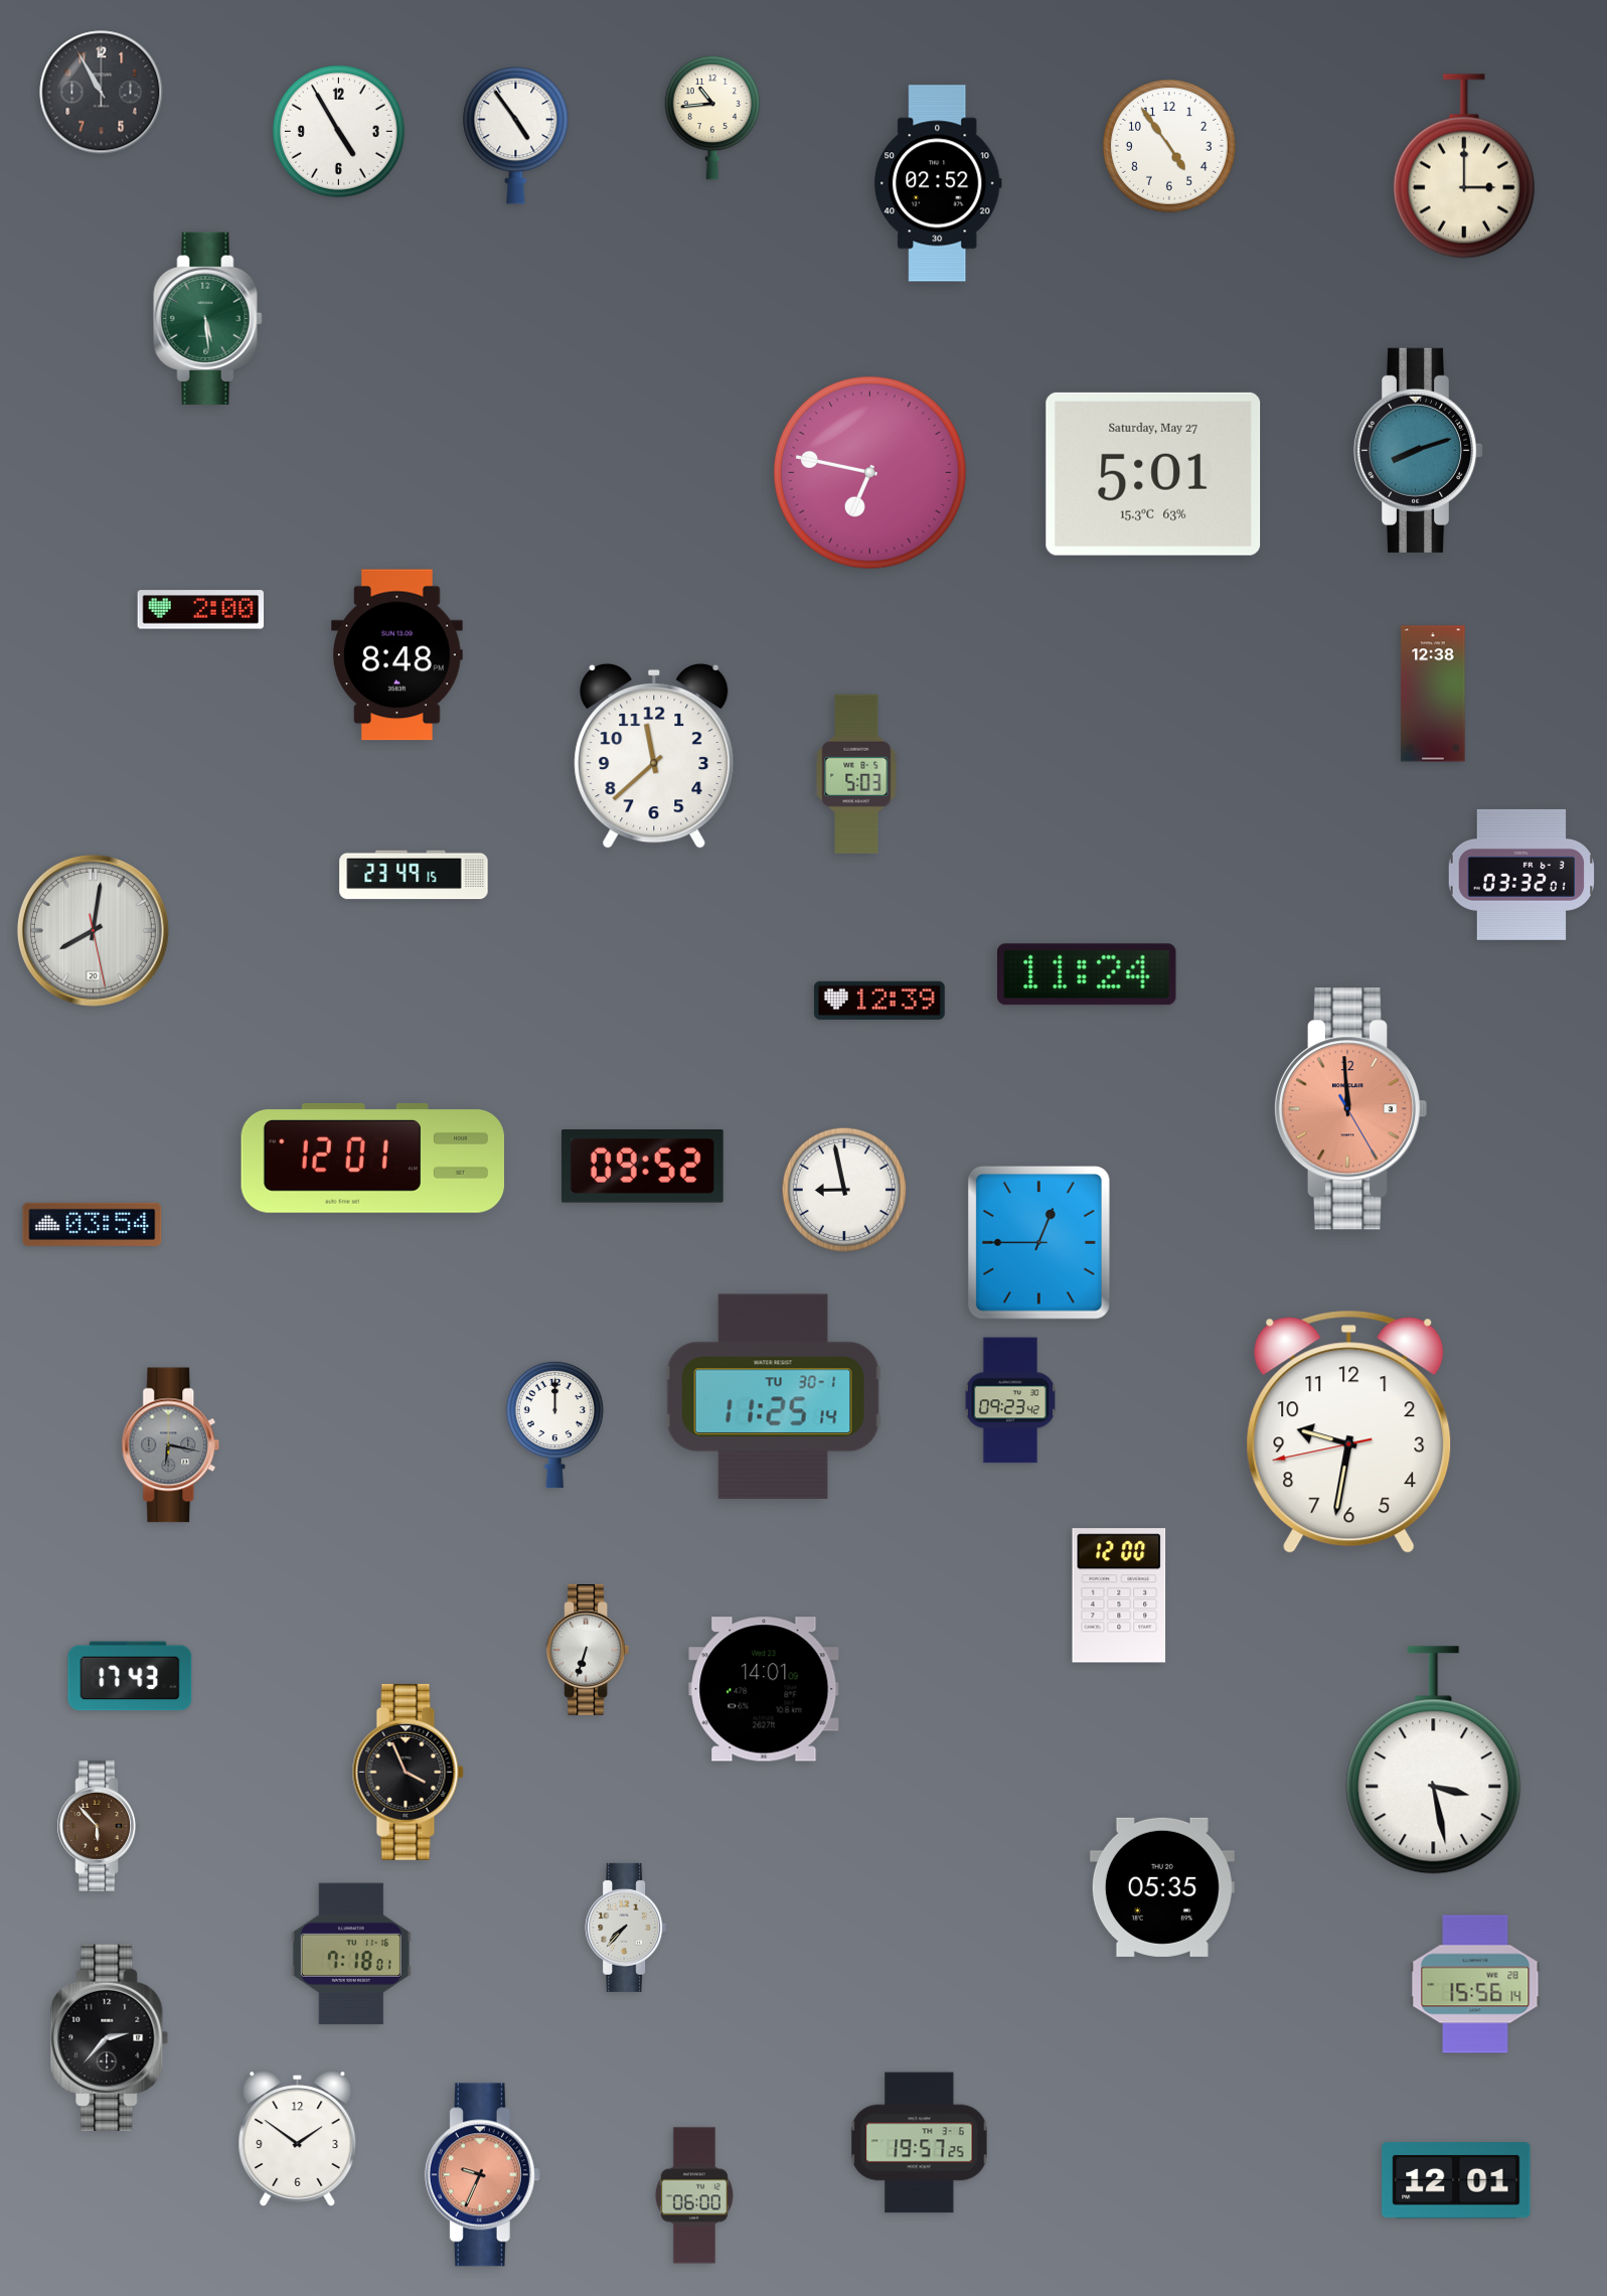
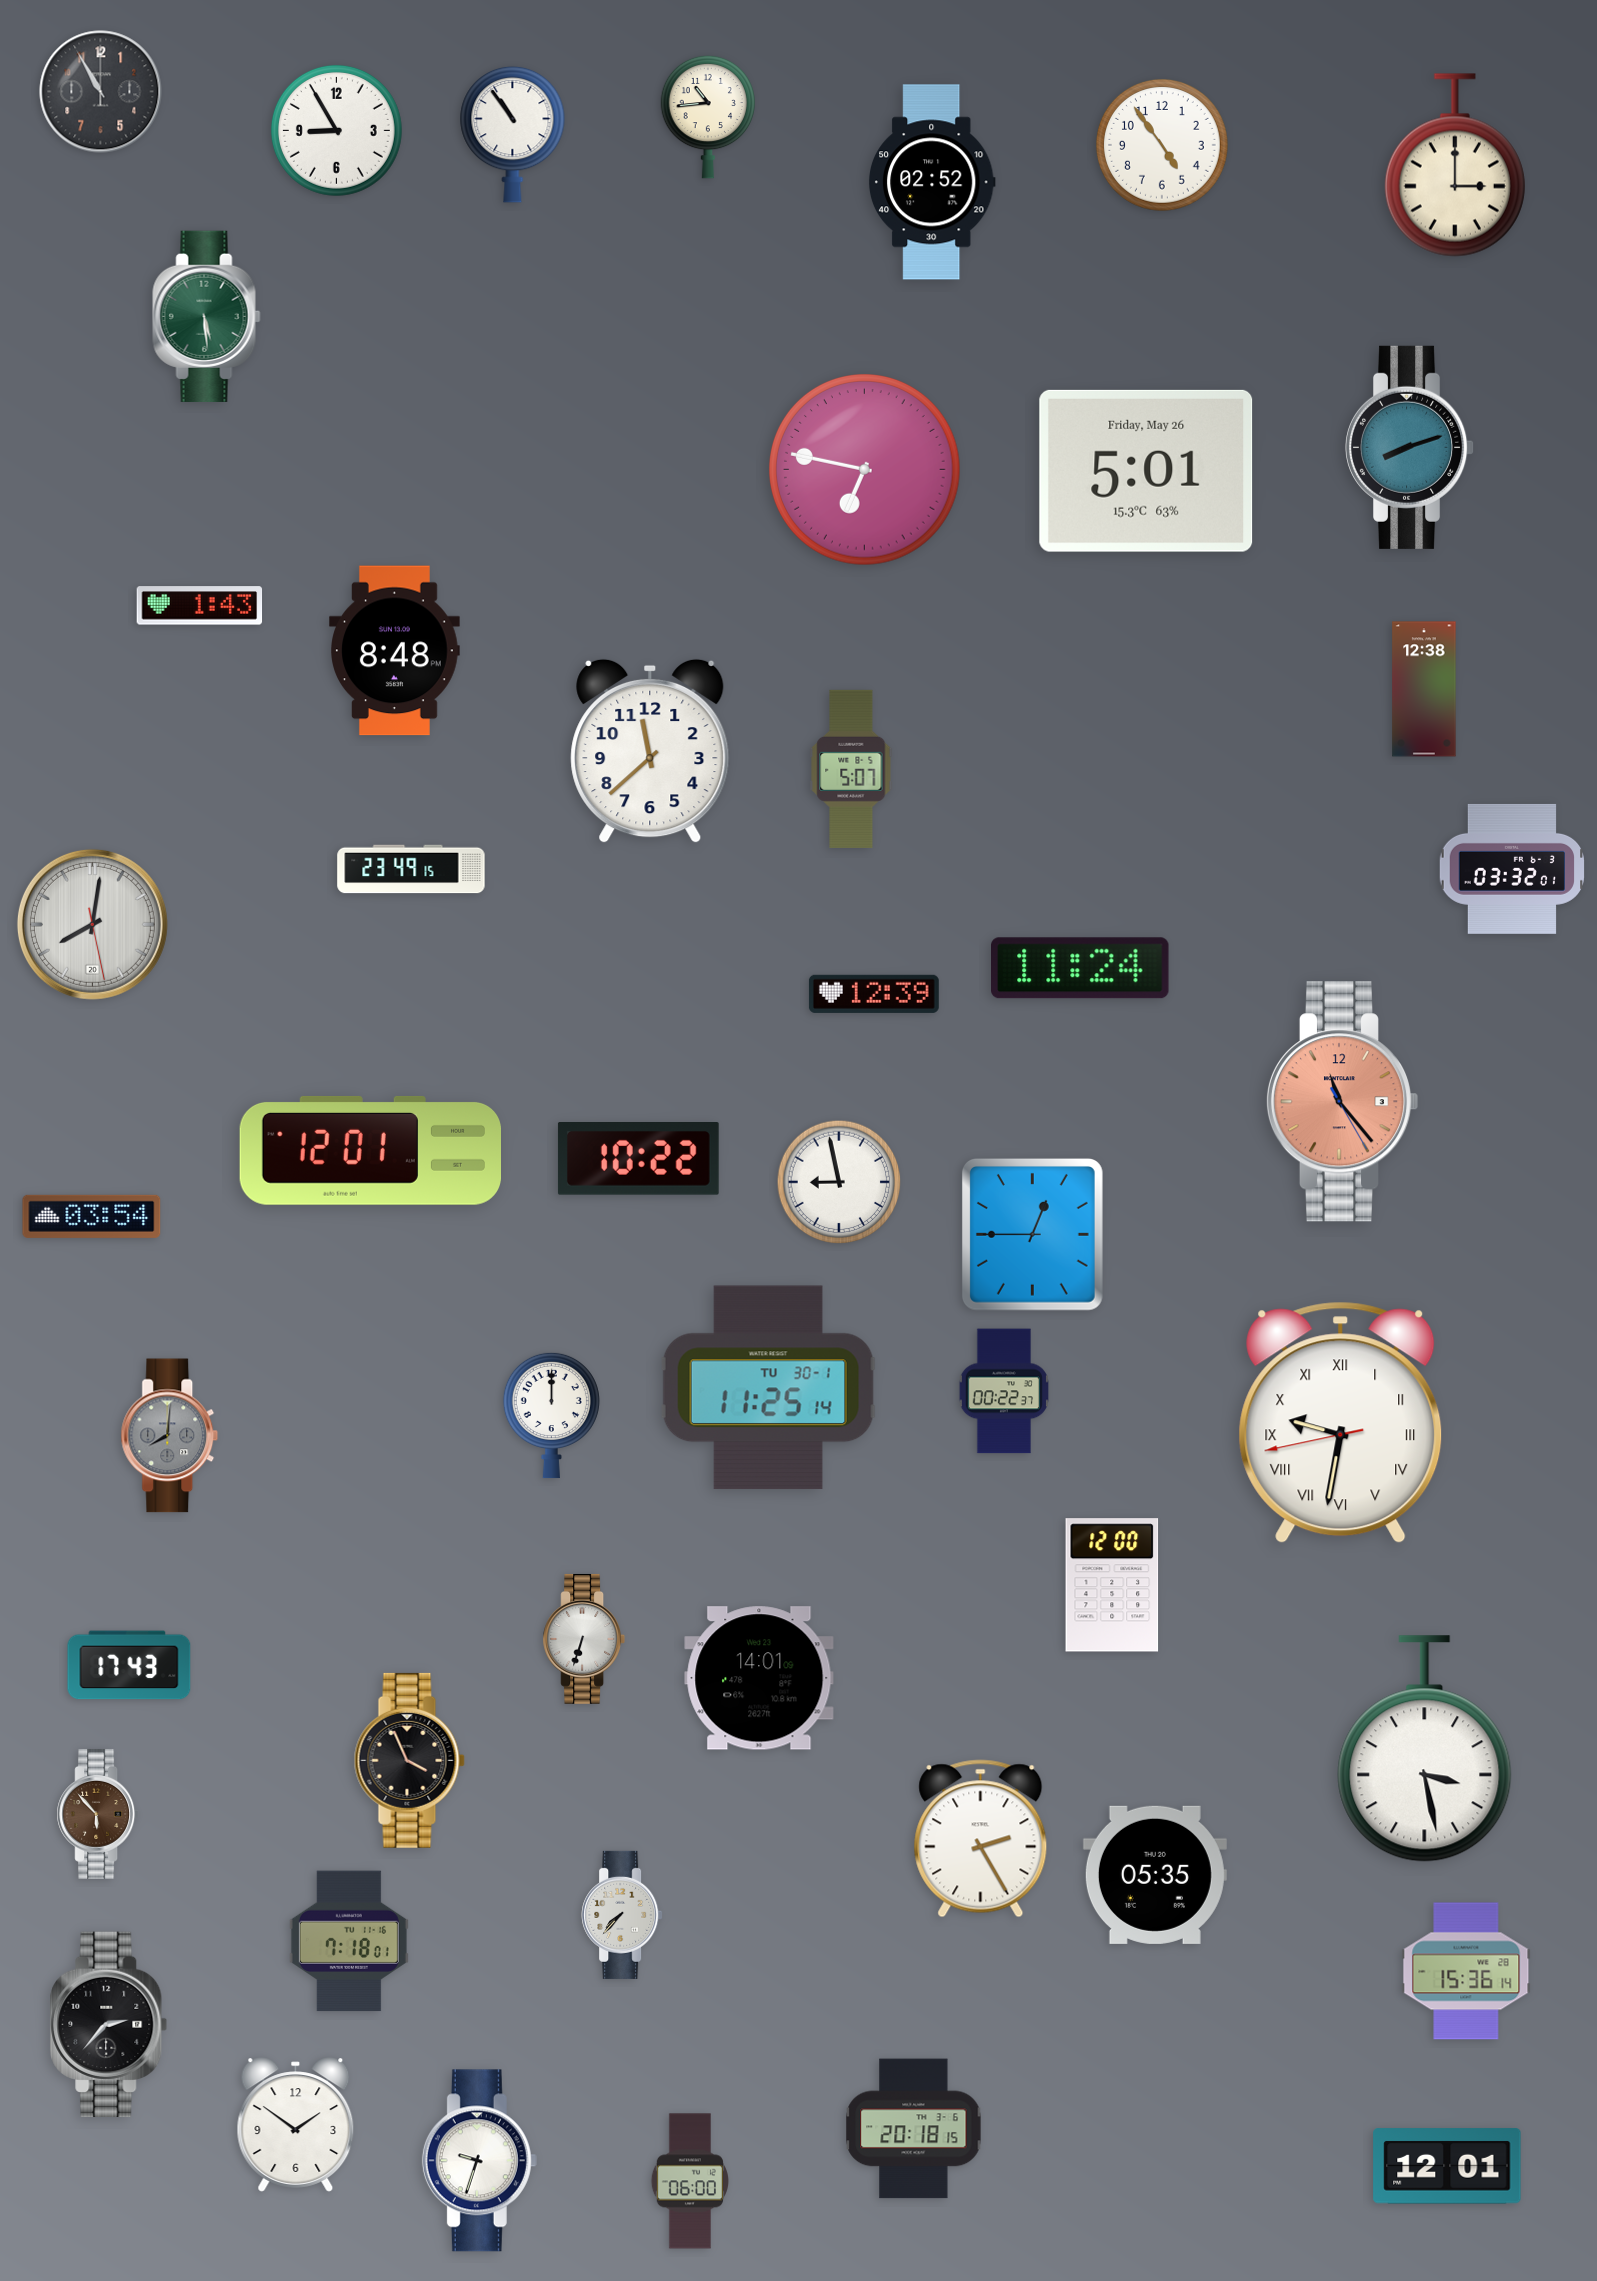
clock at (338, 131): 4:55 -> 8:55
clock at (516, 135): 4:54 -> 10:54
clock at (1153, 474) date: Saturday, May 27 -> Friday, May 26
clock at (201, 610): 2:00 -> 1:43
clock at (856, 774): 5:03 -> 5:07
clock at (1350, 1109): 11:59 -> 11:23
clock at (642, 1167): 09:52 -> 10:22
clock at (1009, 1400): 09:23 -> 00:22
clock at (1349, 1432) numerals: Arabic -> Roman
clock at (171, 1445): 6:17 -> 8:01
clock at (408, 1772) position: (408, 1772) -> (409, 1760)
clock at (981, 1839): none -> 2:25
clock at (1475, 1984): 15:56 -> 15:36
clock at (920, 2143): 19:57 -> 20:18
clock at (482, 2175): 9:34 -> 9:33
clock at (482, 2175) dial: salmon -> white
